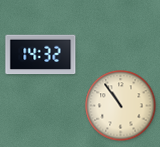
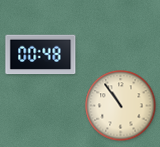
clock at (41, 55): 14:32 -> 00:48
